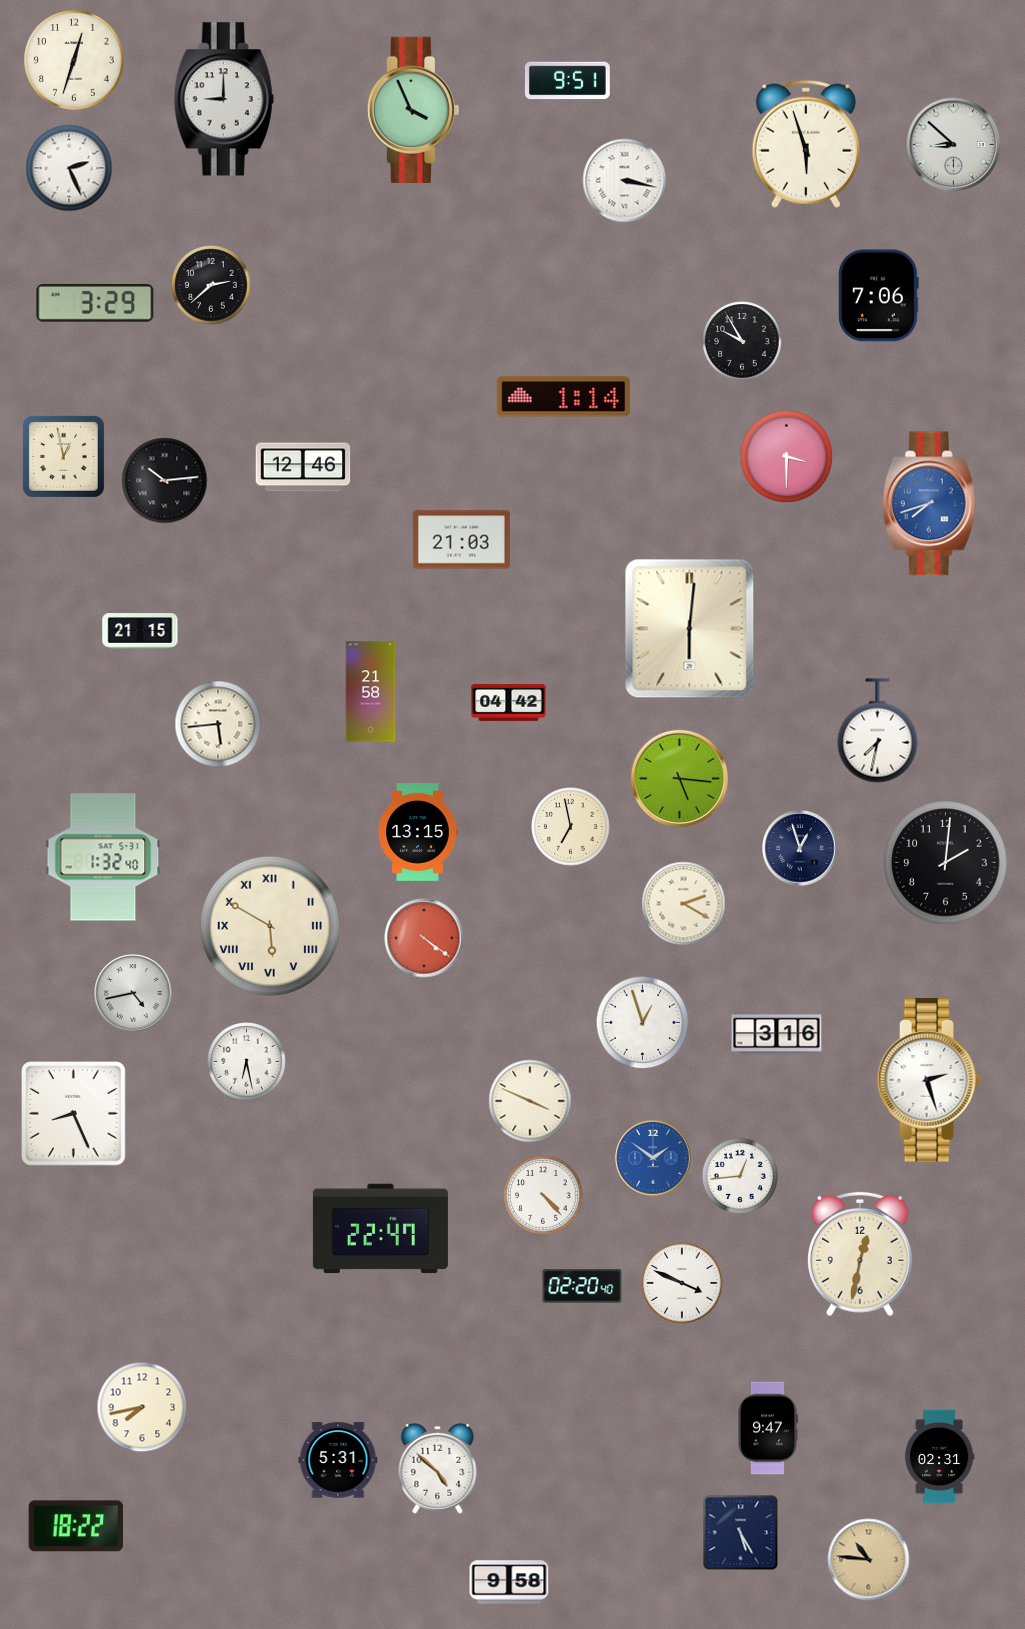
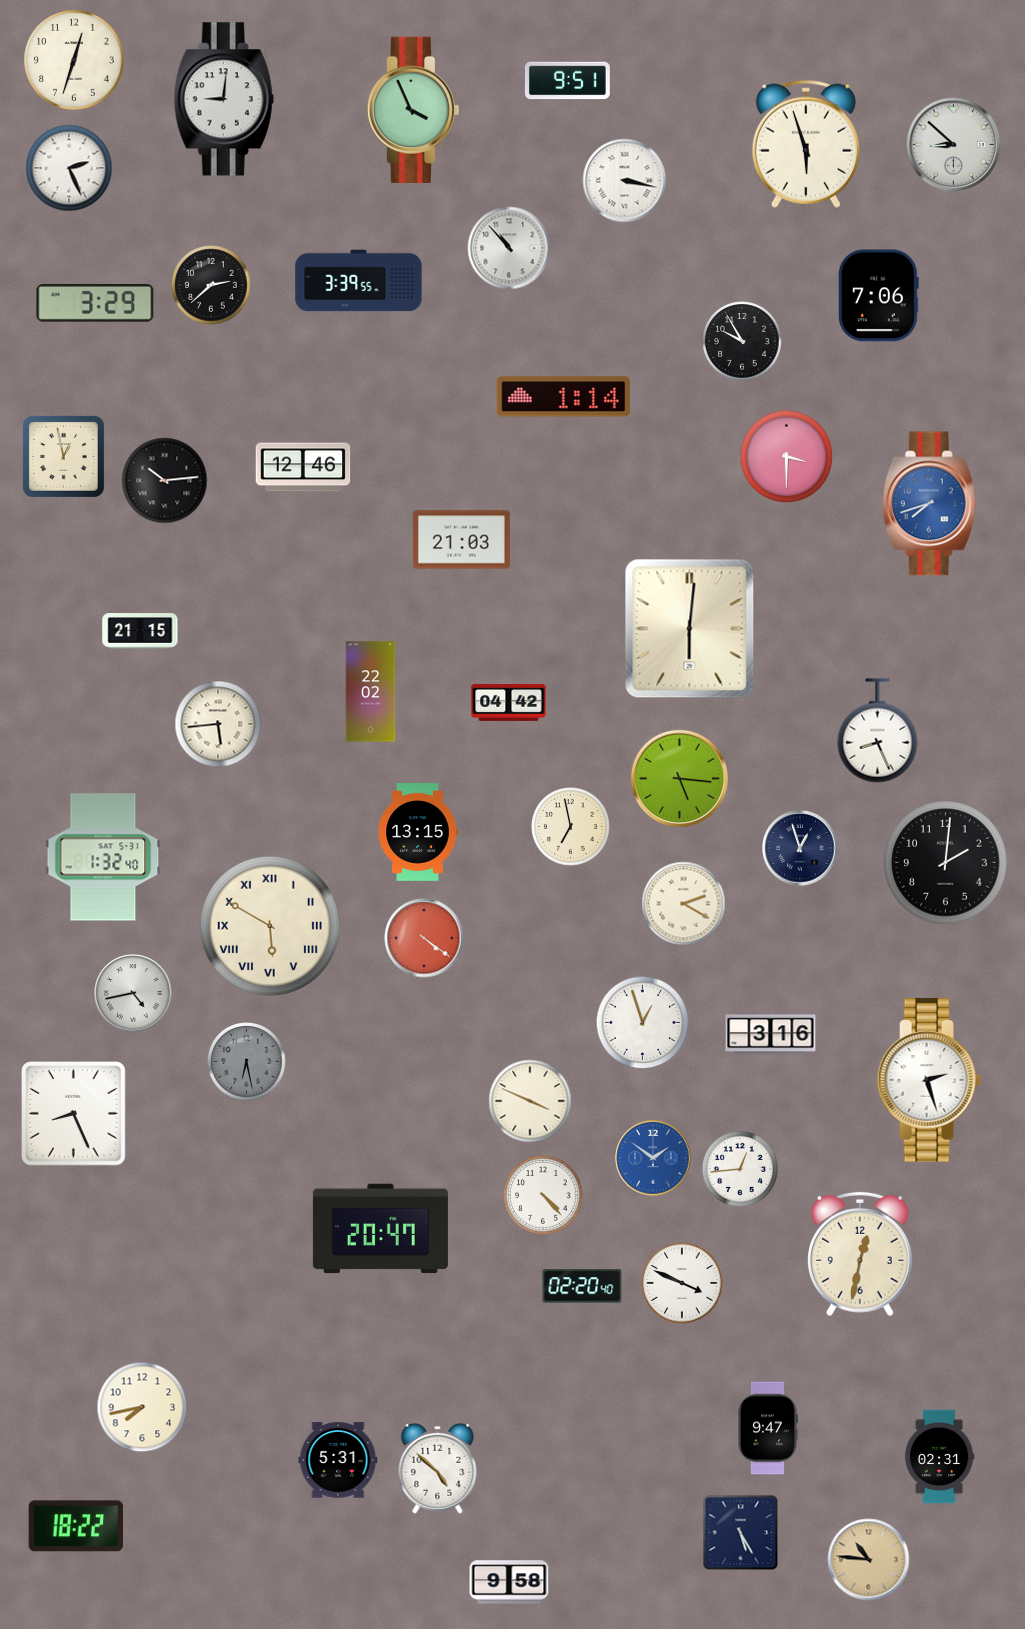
clock at (224, 99): 9:00 -> 9:01
clock at (509, 248): none -> 10:53
clock at (359, 281): none -> 3:39
clock at (371, 692): 21:58 -> 22:02
clock at (878, 731): 7:32 -> 8:26
clock at (777, 1035) position: (777, 1035) -> (771, 1035)
clock at (247, 1062) dial: white -> grey
clock at (740, 1176) position: (740, 1176) -> (740, 1169)
clock at (380, 1229): 22:47 -> 20:47
